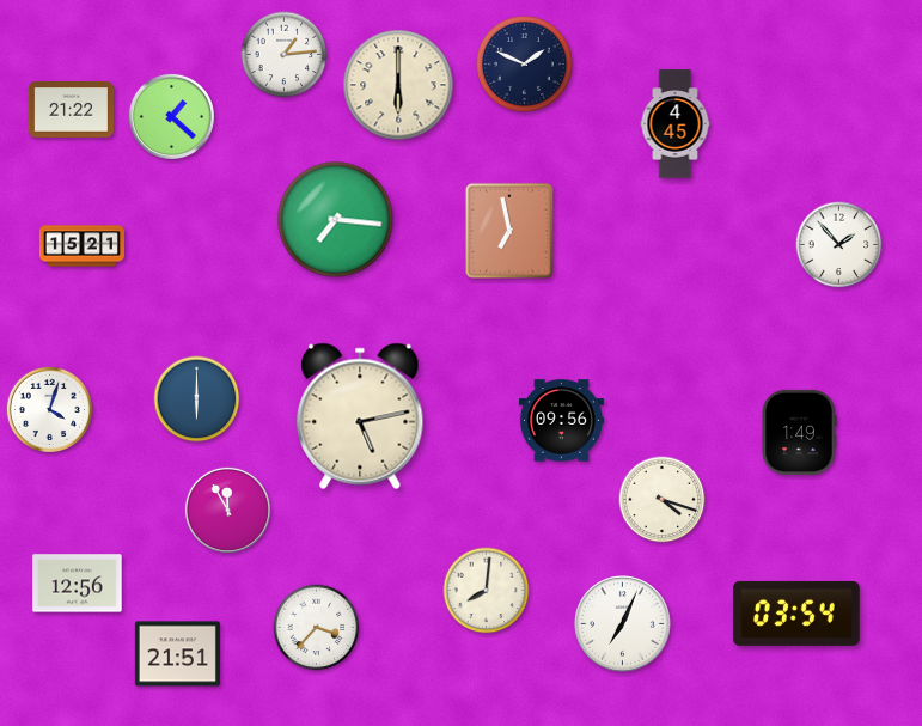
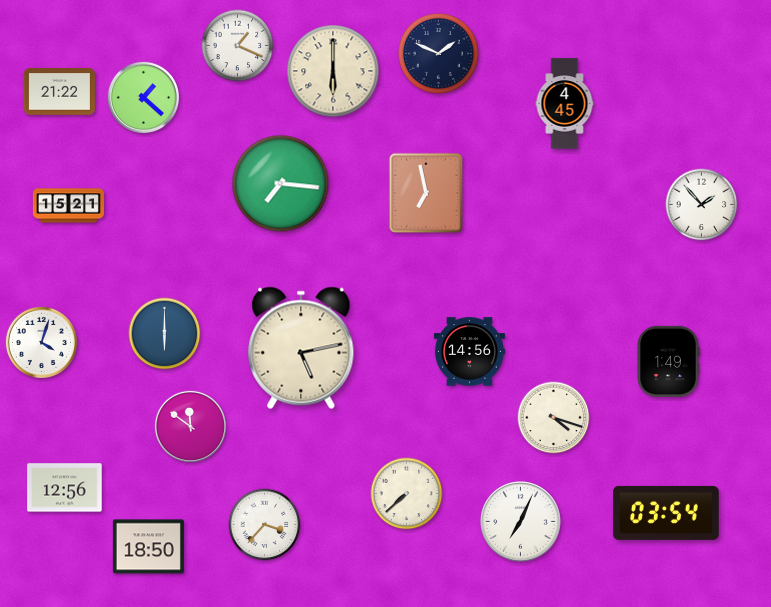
clock at (285, 55): 1:14 -> 1:19
clock at (561, 421): 09:56 -> 14:56
clock at (227, 510): 11:55 -> 11:51
clock at (487, 591): 8:01 -> 7:38
clock at (177, 654): 21:51 -> 18:50
